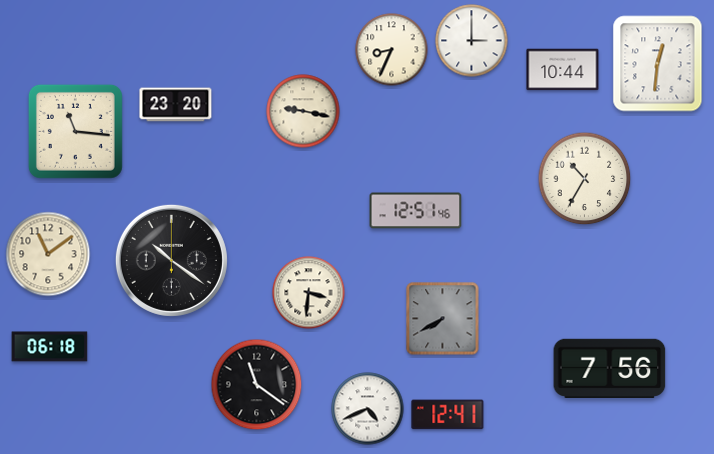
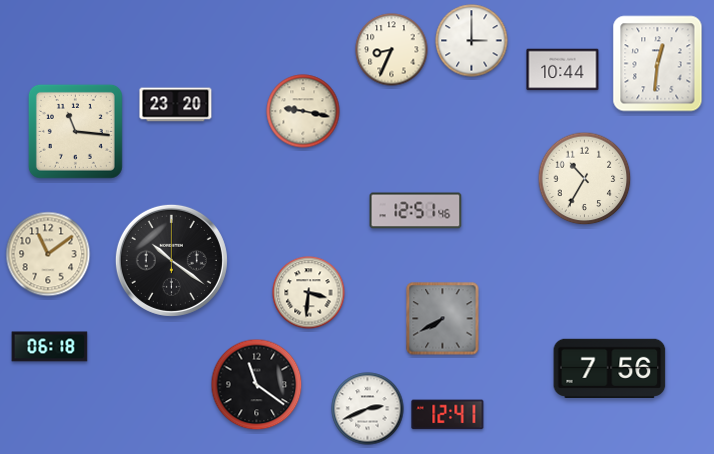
clock at (368, 409): 4:41 -> 2:41
